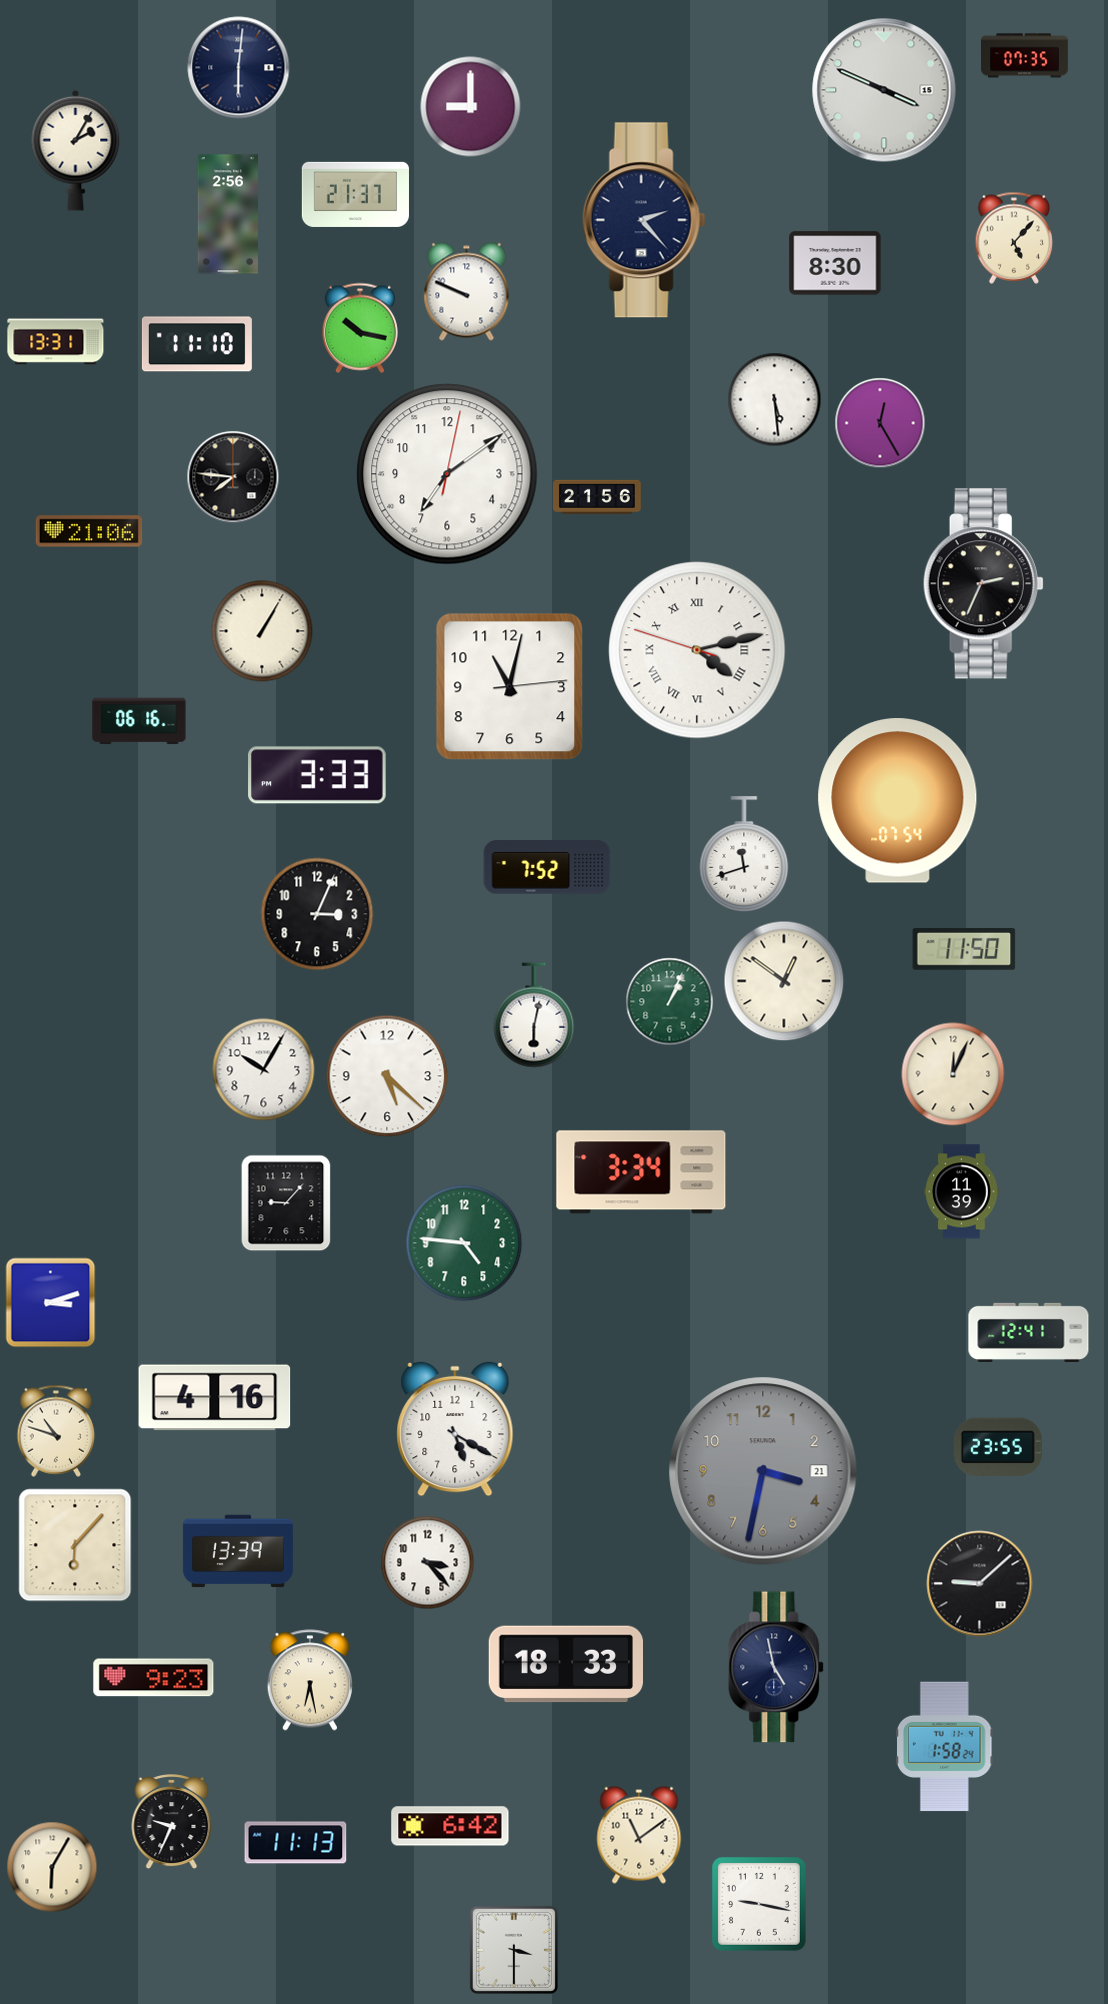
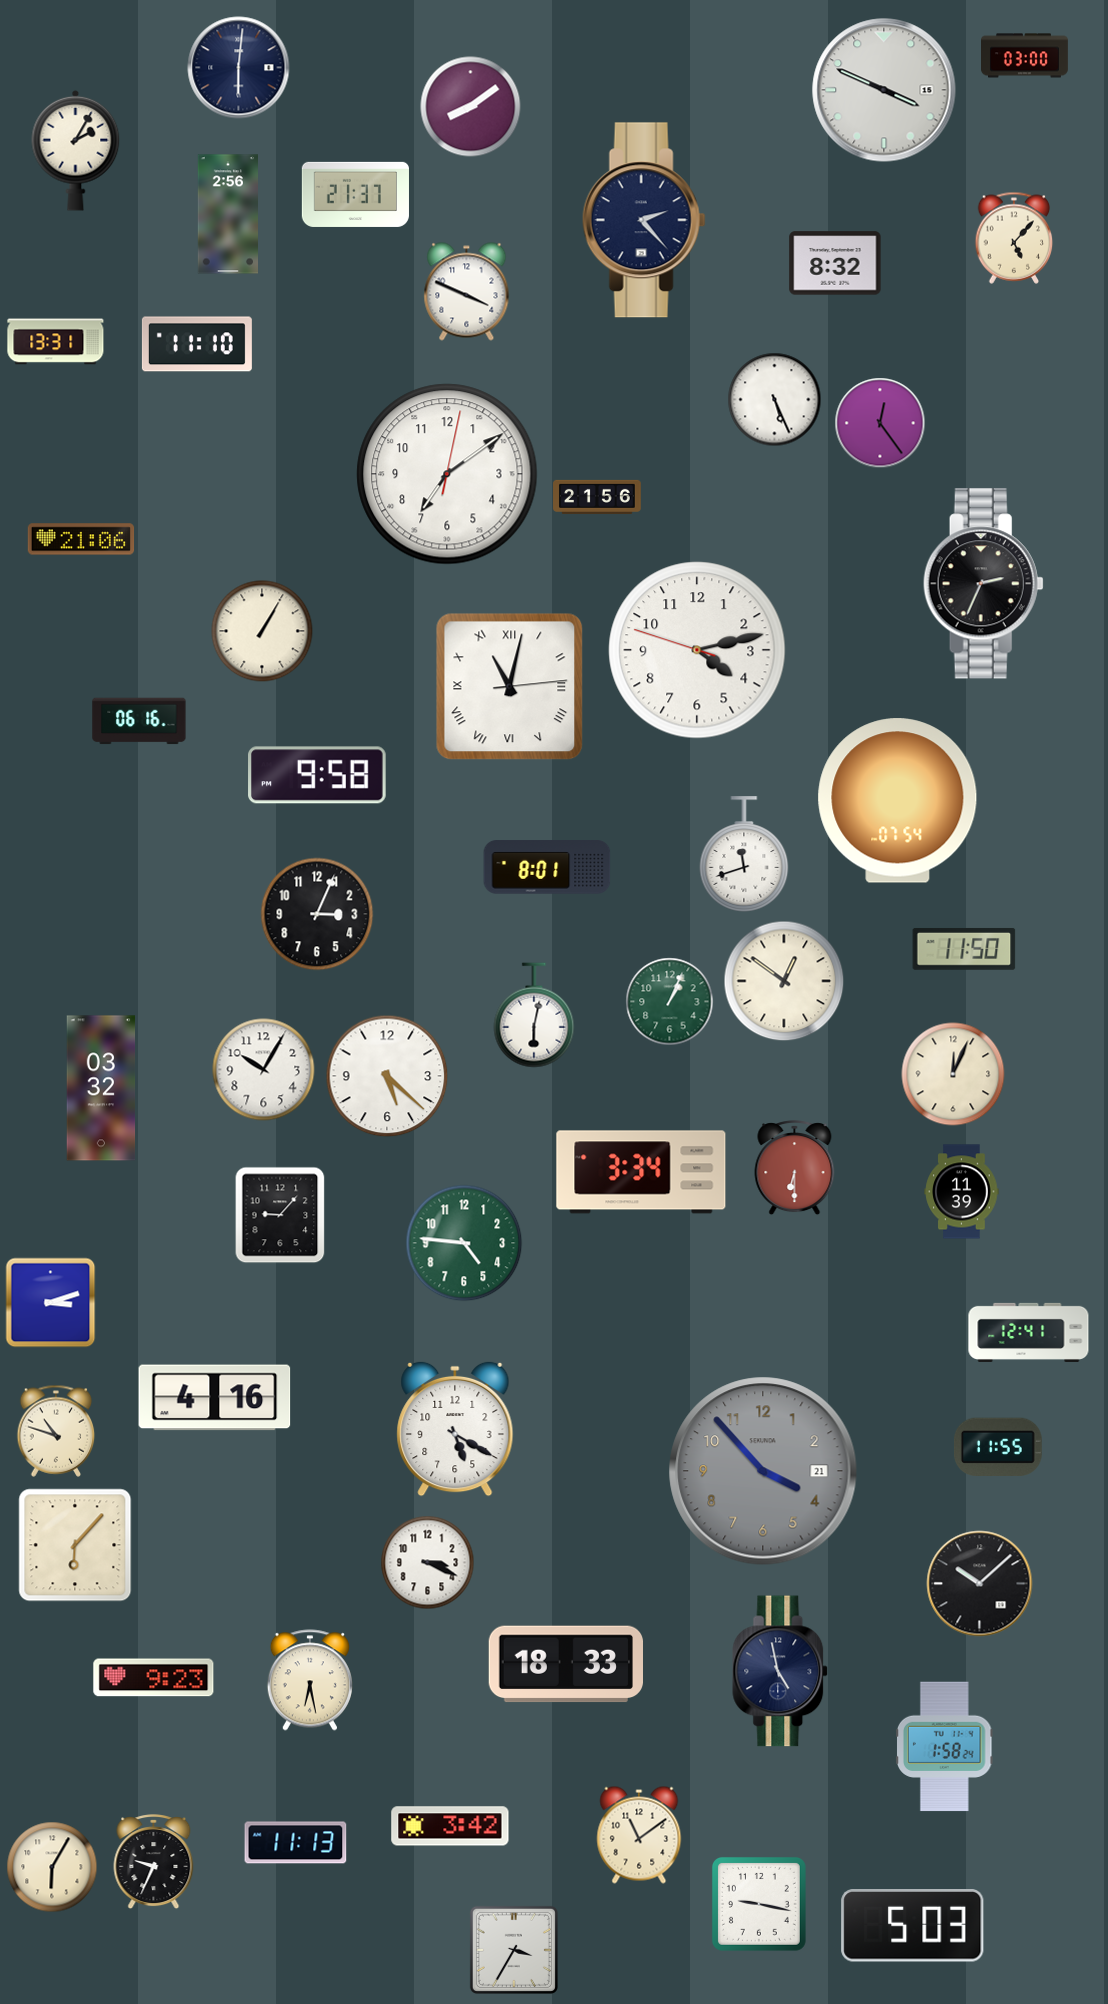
clock at (1025, 56): 07:35 -> 03:00
clock at (471, 107): 9:00 -> 8:09
clock at (835, 263): 8:30 -> 8:32
clock at (467, 292): 9:49 -> 3:49
clock at (360, 328): 10:17 -> none
clock at (775, 400): 5:29 -> 5:26
clock at (880, 423): 12:25 -> 12:24
clock at (233, 477): 7:46 -> none
clock at (89, 531) position: (89, 531) -> (81, 539)
clock at (697, 650) numerals: Roman -> Arabic
clock at (510, 687) numerals: Arabic -> Roman
clock at (317, 775): 3:33 -> 9:58
clock at (547, 867): 7:52 -> 8:01
clock at (101, 1088): none -> 03:32
clock at (795, 1168): none -> 6:30
clock at (286, 1203) position: (286, 1203) -> (280, 1215)
clock at (998, 1447): 23:55 -> 11:55
clock at (763, 1471): 3:32 -> 3:53
clock at (238, 1551): 13:39 -> none
clock at (428, 1563): 3:23 -> 3:19
clock at (980, 1584): 9:08 -> 10:08
clock at (777, 1667) position: (777, 1667) -> (781, 1671)
clock at (172, 1822) position: (172, 1822) -> (154, 1862)
clock at (450, 1826): 6:42 -> 3:42
clock at (913, 1926): none -> 5:03
clock at (514, 1950): 3:30 -> 3:35
